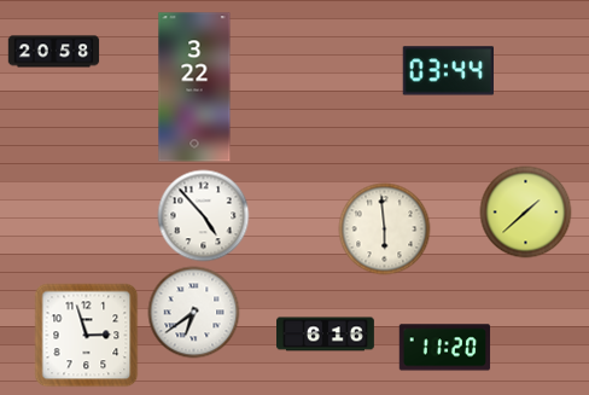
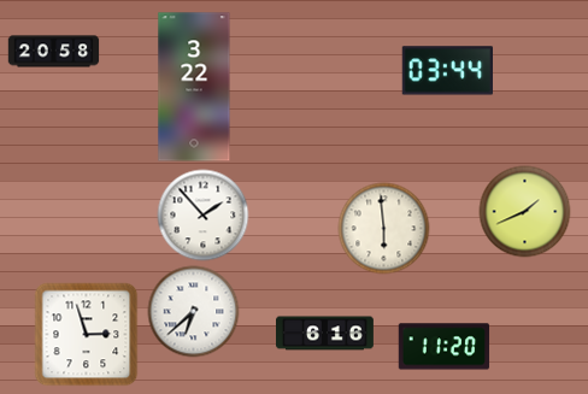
clock at (526, 213): 1:38 -> 1:41
clock at (204, 216): 4:53 -> 1:53
clock at (194, 313): 6:39 -> 6:38
